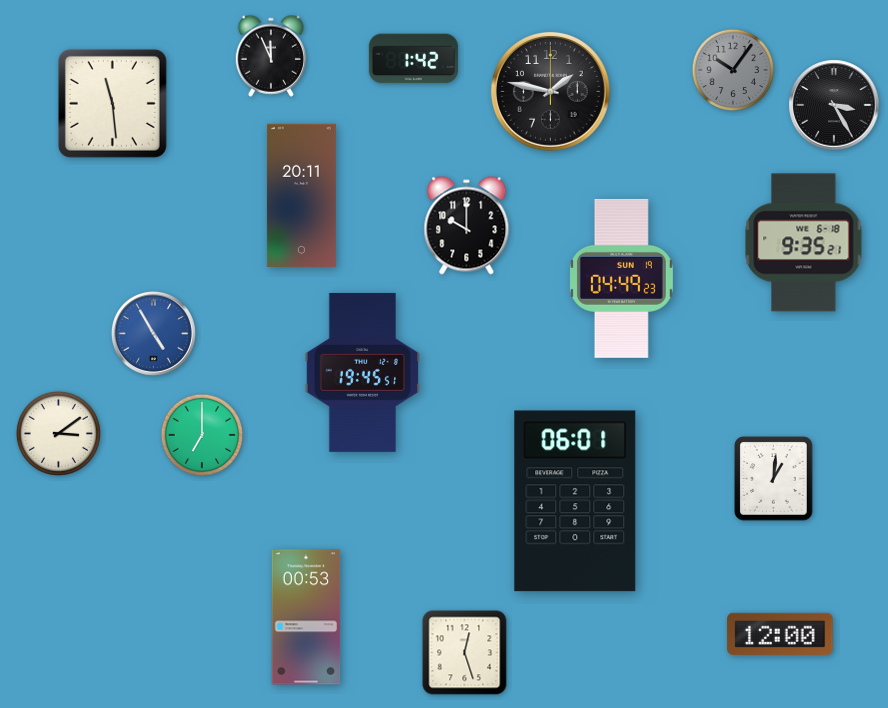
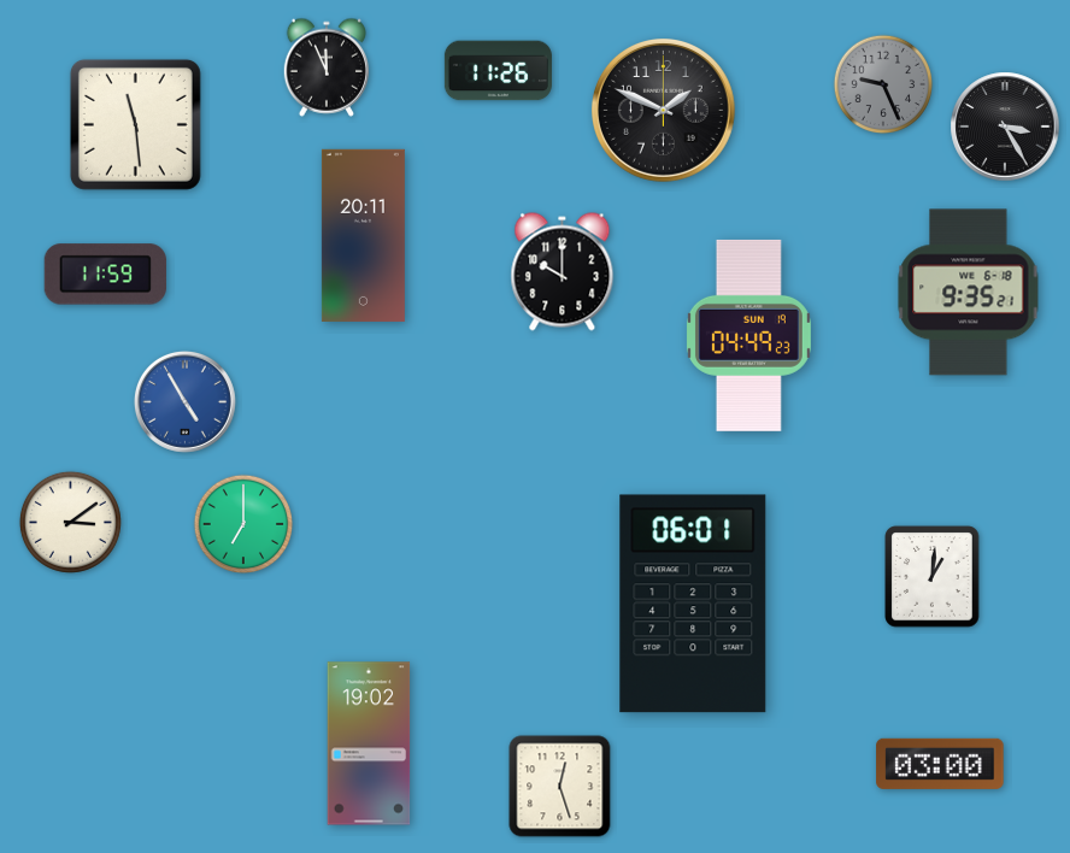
clock at (413, 59): 1:42 -> 11:26
clock at (733, 70): 10:06 -> 9:26
clock at (550, 91): 1:47 -> 1:49
clock at (105, 275): none -> 11:59
clock at (362, 372): 19:45 -> none
clock at (306, 617): 00:53 -> 19:02
clock at (780, 634): 12:00 -> 03:00
